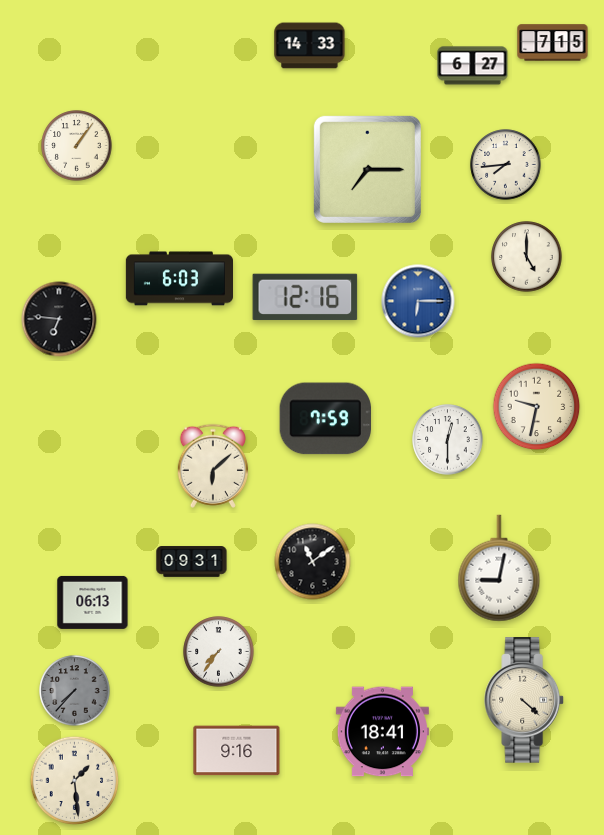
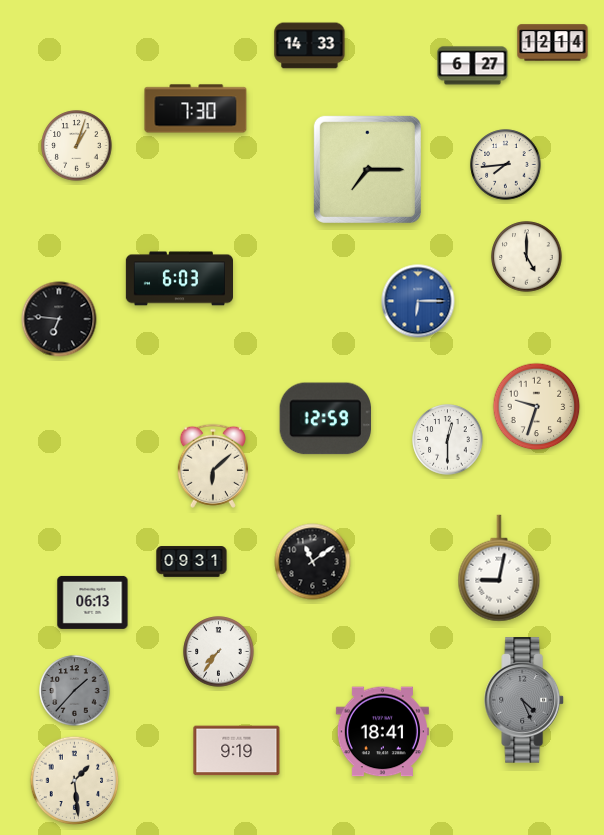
clock at (553, 43): 7:15 -> 12:14
clock at (196, 109): none -> 7:30
clock at (77, 146): 1:06 -> 1:03
clock at (305, 297): 12:16 -> none
clock at (537, 407): 9:32 -> 9:33
clock at (325, 419): 7:59 -> 12:59
clock at (75, 691): 7:37 -> 1:37
clock at (525, 700): 4:22 -> 4:26
clock at (525, 700) dial: cream -> grey
clock at (237, 751): 9:16 -> 9:19
